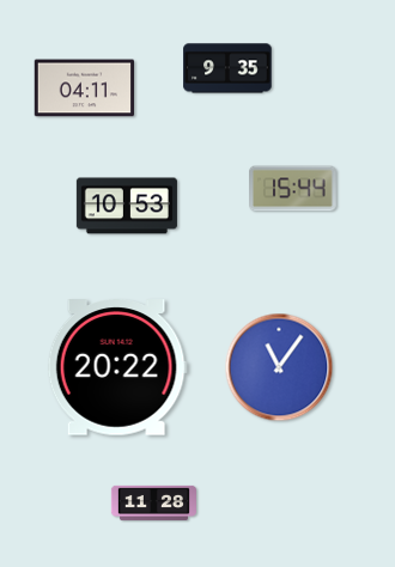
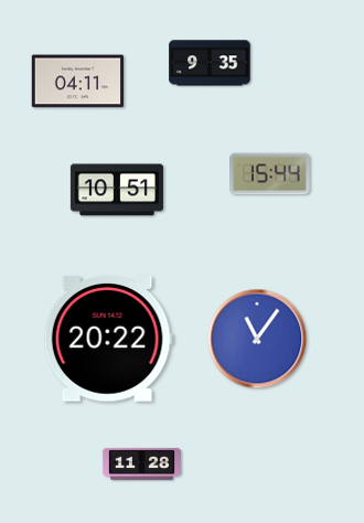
clock at (127, 206): 10:53 -> 10:51
